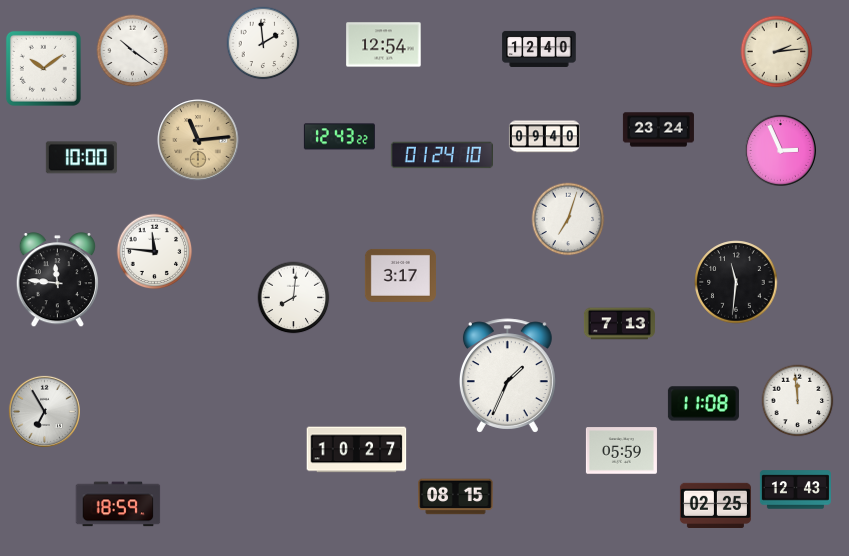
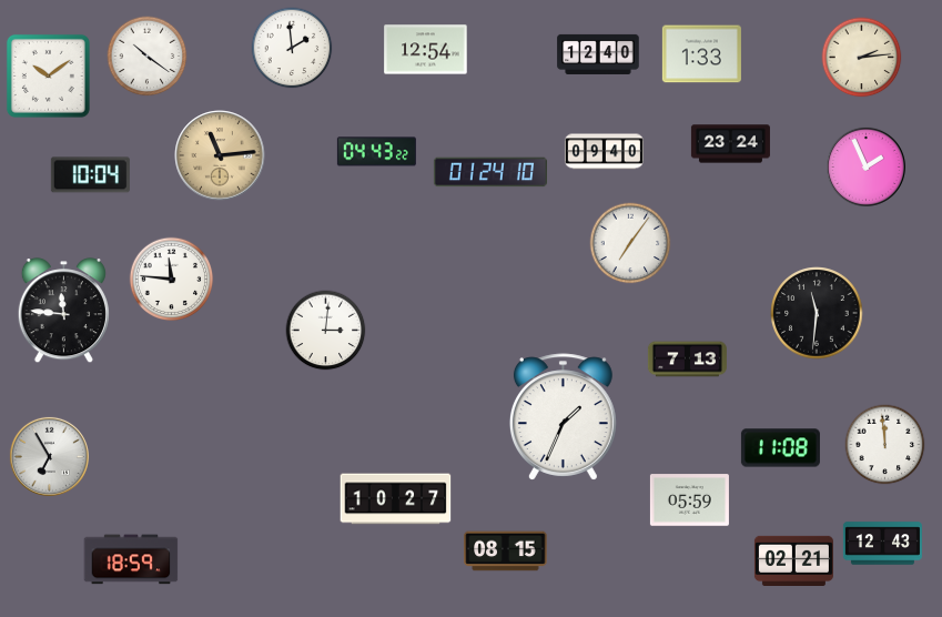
clock at (701, 54): none -> 1:33
clock at (339, 137): 12:43 -> 04:43
clock at (780, 150): 2:56 -> 1:56
clock at (81, 158): 10:00 -> 10:04
clock at (568, 219): 7:03 -> 7:06
clock at (400, 275): 3:17 -> none
clock at (294, 298): 8:01 -> 3:01
clock at (715, 505): 02:25 -> 02:21
